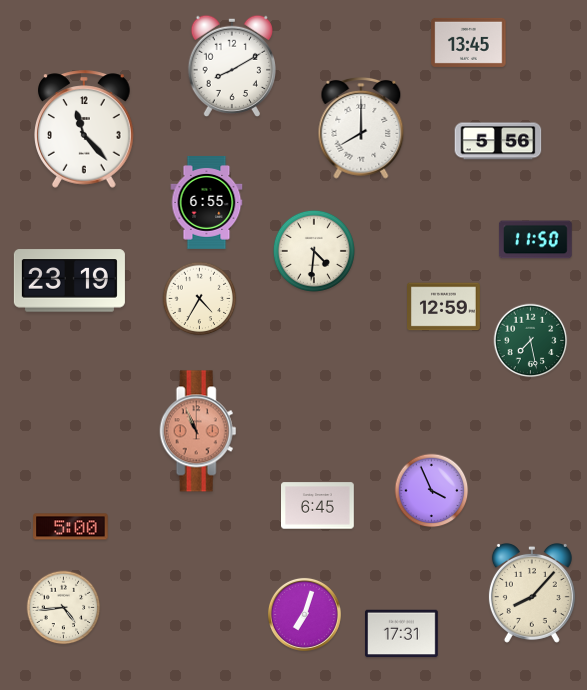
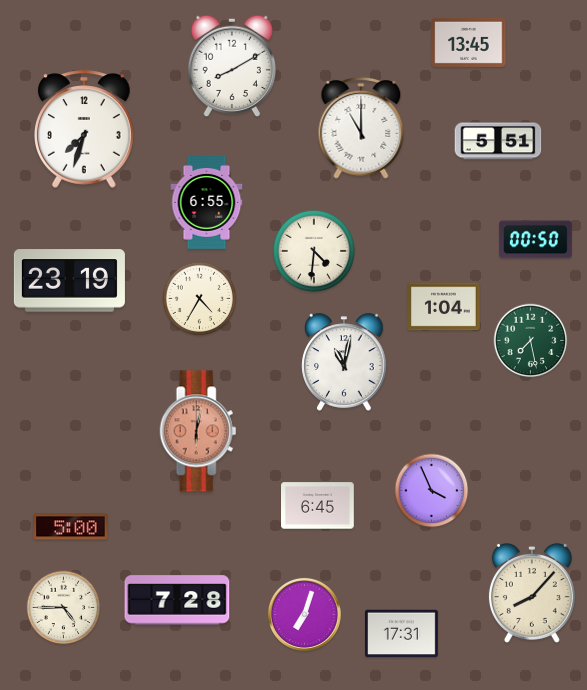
clock at (85, 129): 11:23 -> 7:33
clock at (361, 129): 8:00 -> 11:00
clock at (498, 141): 5:56 -> 5:51
clock at (535, 240): 11:50 -> 00:50
clock at (444, 307): 12:59 -> 1:04
clock at (344, 362): none -> 11:02
clock at (198, 431): 10:56 -> 6:02
clock at (177, 600): none -> 7:28
clock at (64, 608): 4:44 -> 4:45
